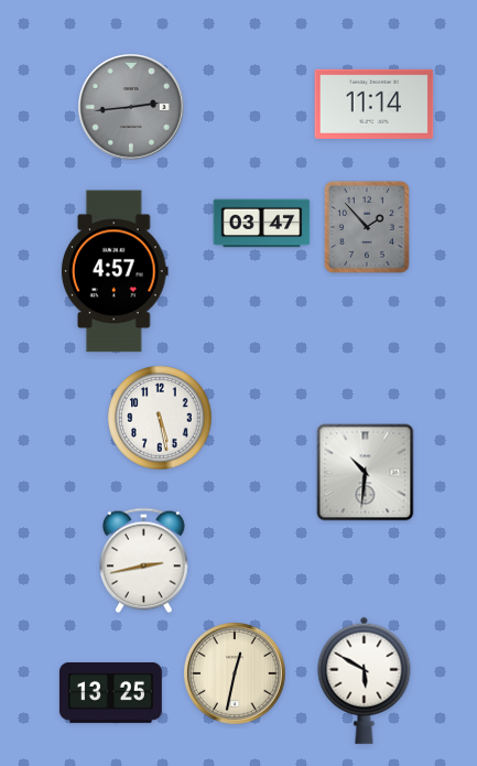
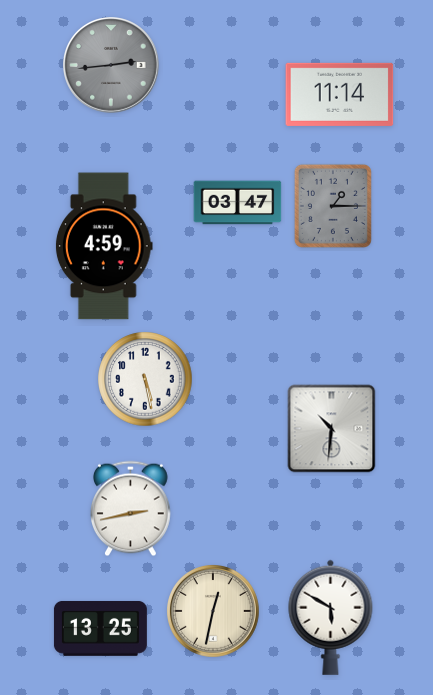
clock at (132, 108) position: (132, 108) -> (112, 66)
clock at (367, 227): 1:53 -> 1:15
clock at (115, 271): 4:57 -> 4:59
